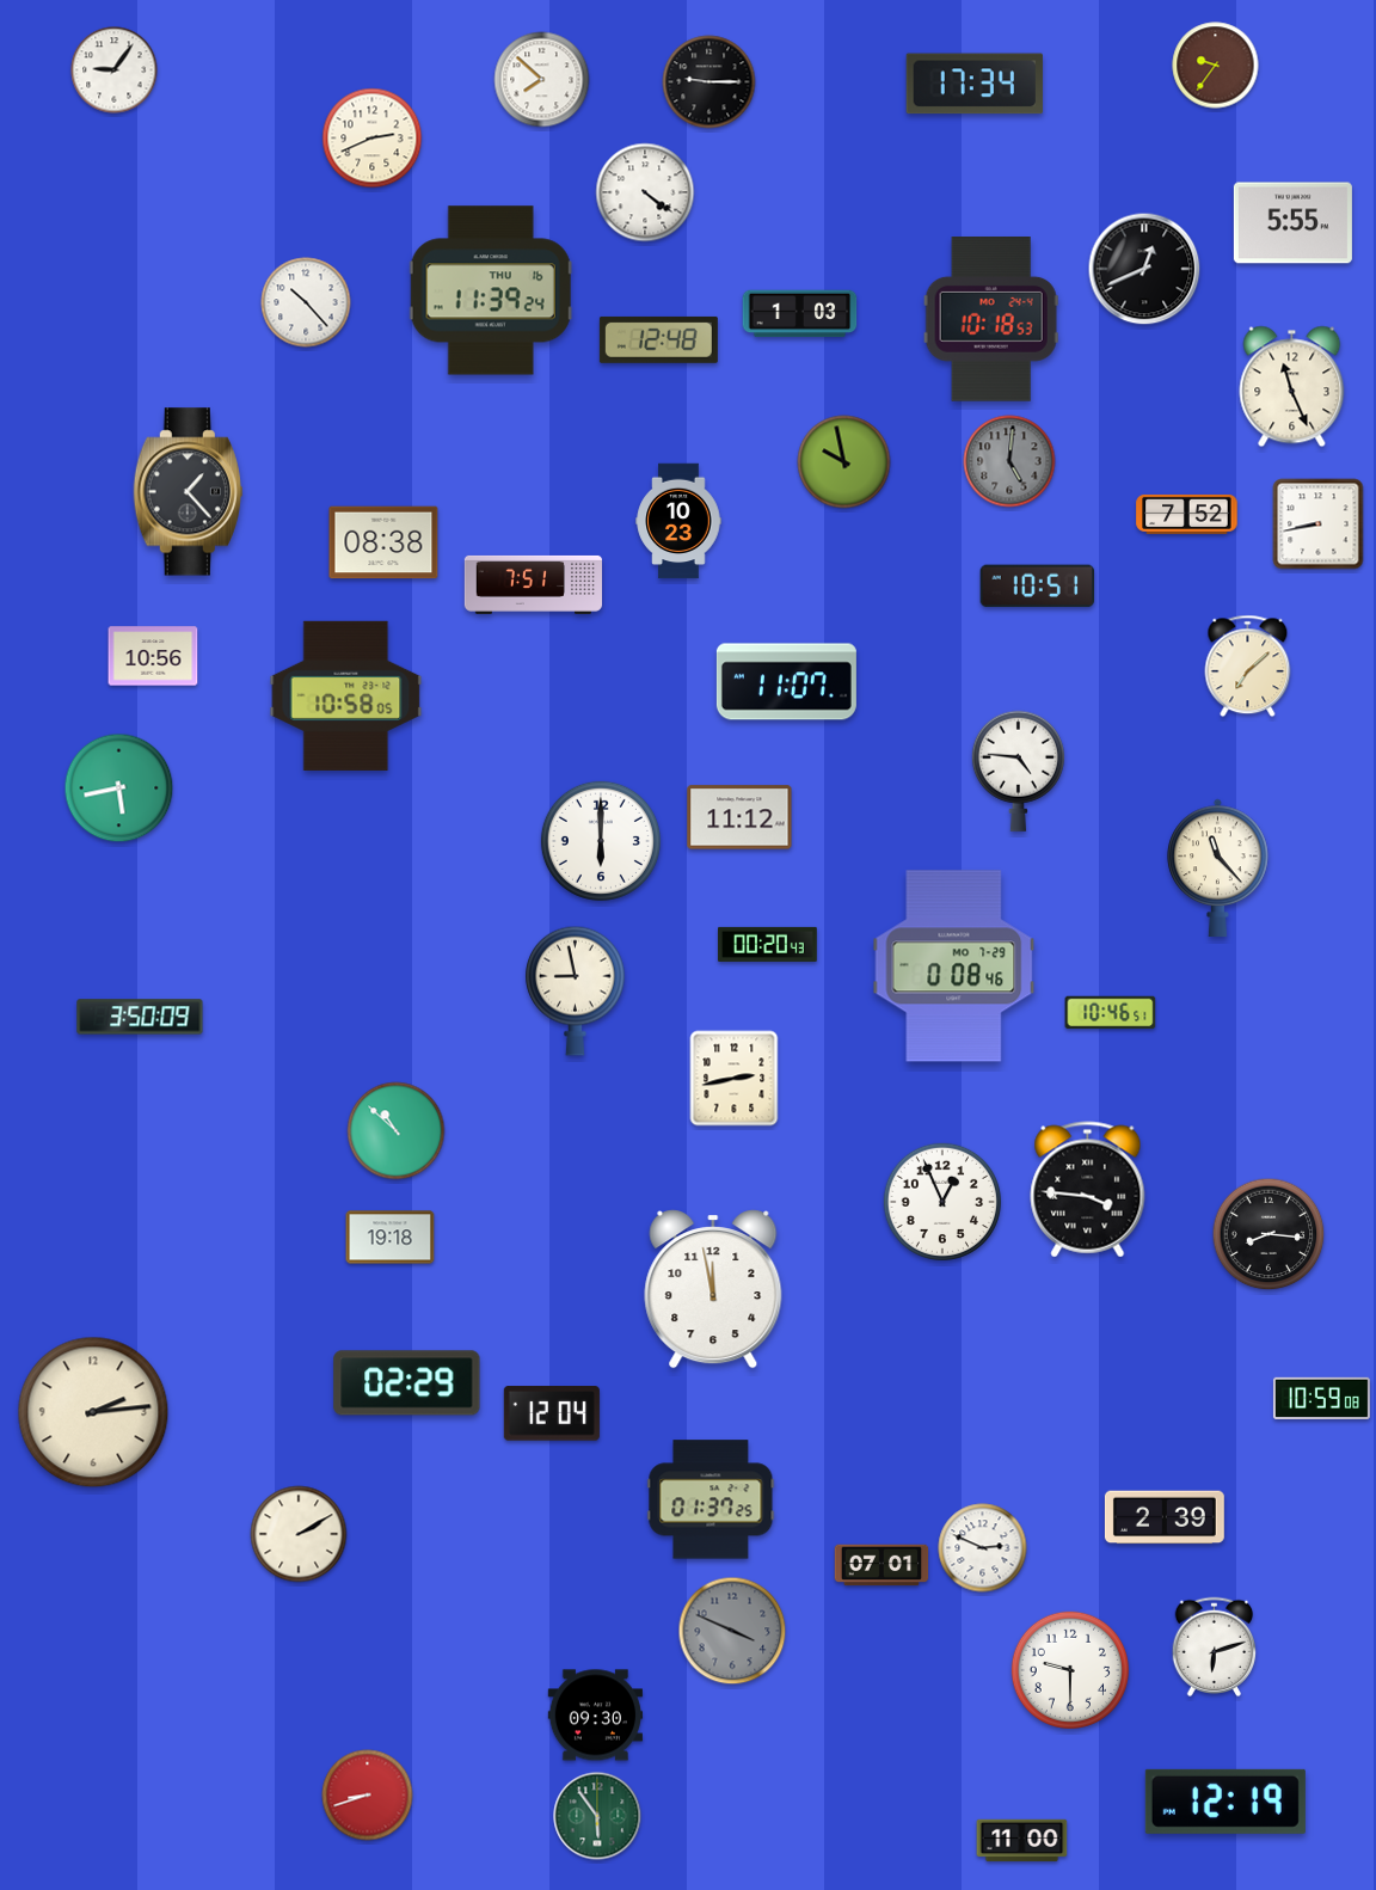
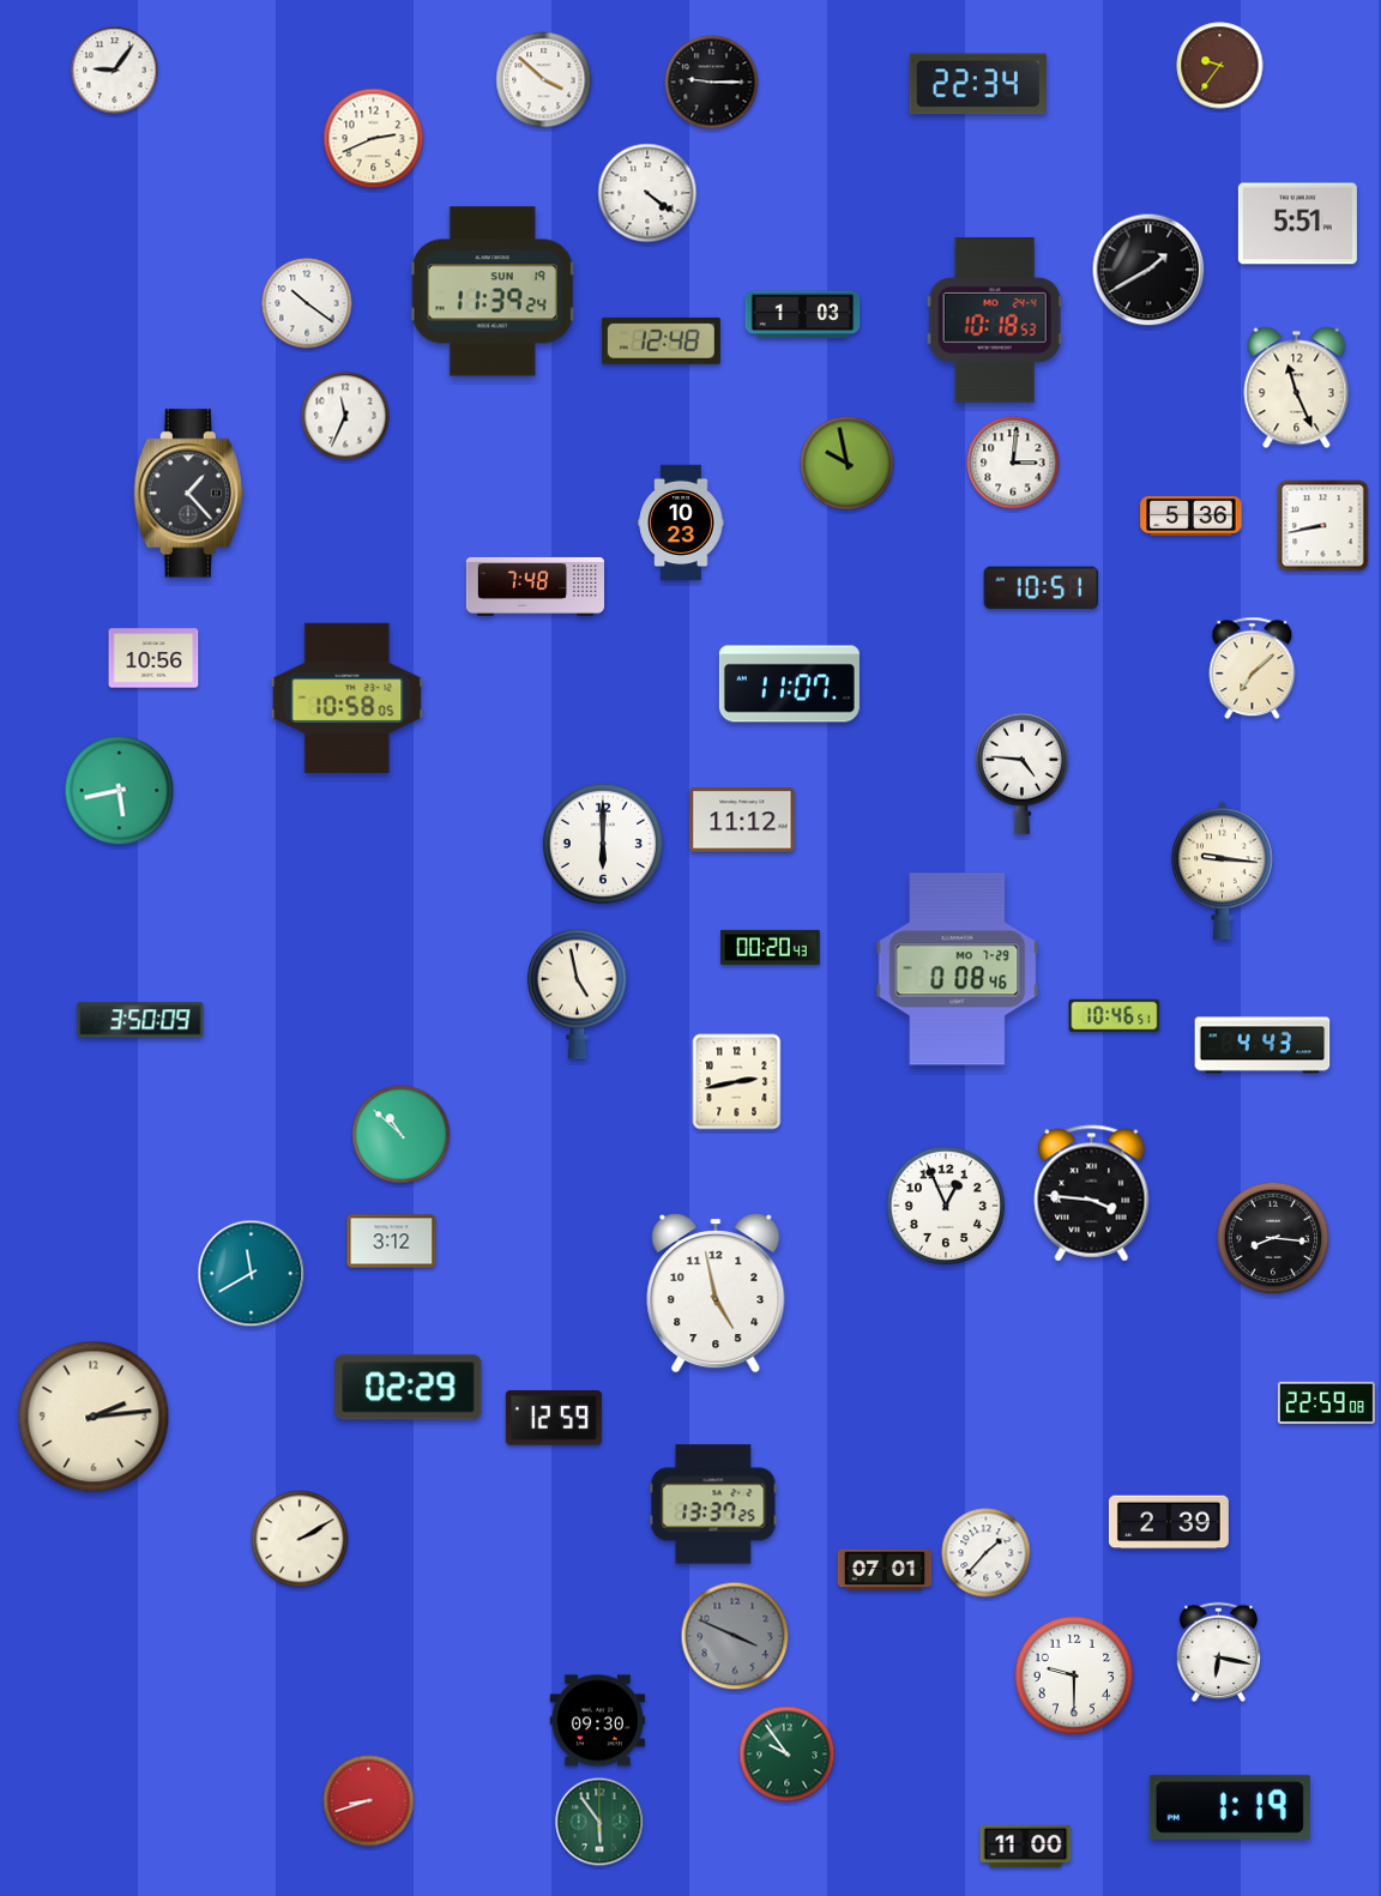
clock at (542, 80): 7:52 -> 3:52
clock at (975, 84): 17:34 -> 22:34
clock at (1292, 223): 5:55 -> 5:51
clock at (1144, 269): 12:41 -> 1:40
clock at (491, 290) date: THU 16 -> SUN 19
clock at (306, 302): 10:23 -> 10:21
clock at (345, 416): none -> 11:34
clock at (1009, 461): 5:01 -> 3:01
clock at (1009, 461) dial: grey -> white
clock at (1187, 514): 7:52 -> 5:36
clock at (383, 542): 08:38 -> none
clock at (533, 584): 7:51 -> 7:48
clock at (1218, 867): 11:23 -> 9:16
clock at (576, 990): 8:58 -> 4:58
clock at (1262, 1045): none -> 4:43
clock at (397, 1131) position: (397, 1131) -> (402, 1135)
clock at (391, 1238): 19:18 -> 3:12
clock at (252, 1274): none -> 11:40
clock at (713, 1289): 11:58 -> 4:58
clock at (1321, 1399): 10:59 -> 22:59
clock at (552, 1413): 12:04 -> 12:59
clock at (711, 1499): 01:37 -> 13:37
clock at (983, 1548): 2:49 -> 1:37
clock at (1215, 1647): 6:12 -> 6:17
clock at (788, 1755): none -> 9:54
clock at (1225, 1802): 12:19 -> 1:19
